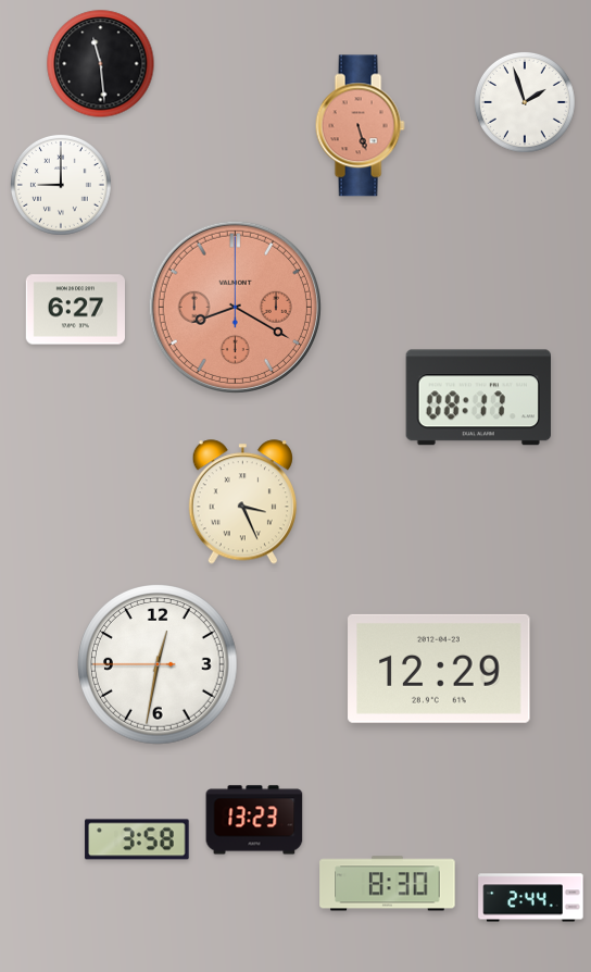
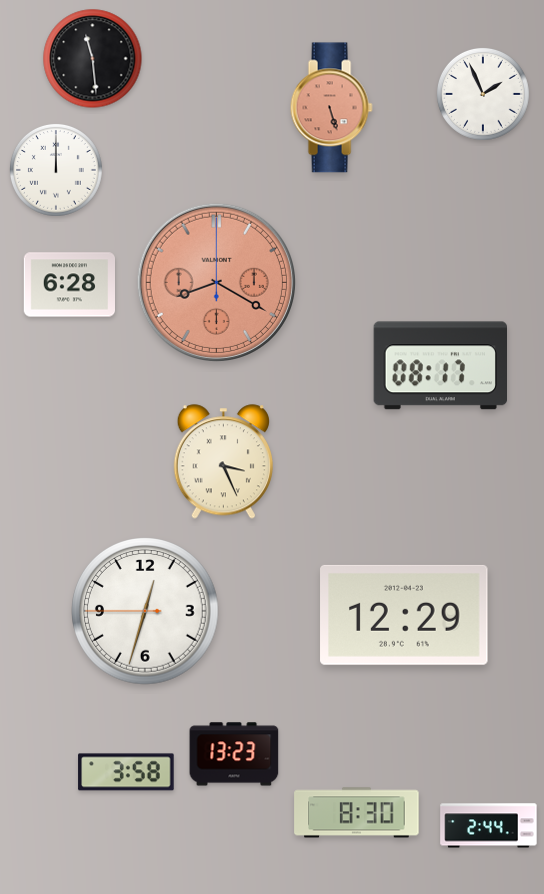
clock at (525, 102): 1:57 -> 1:56
clock at (360, 126) position: (360, 126) -> (331, 108)
clock at (61, 185): 9:00 -> 12:00
clock at (76, 310): 6:27 -> 6:28
clock at (158, 664): 12:31 -> 12:32
